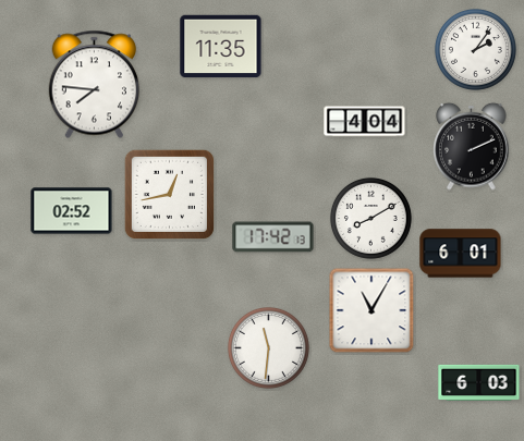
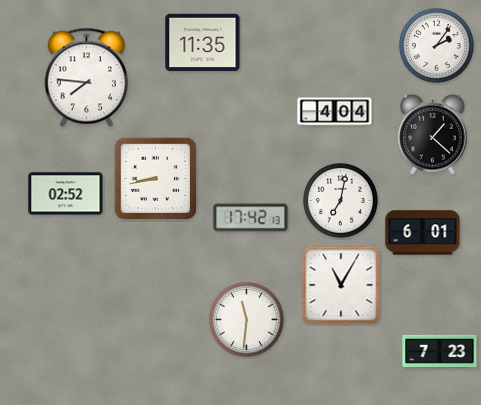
clock at (472, 146): 2:11 -> 1:22
clock at (169, 194): 12:43 -> 8:43
clock at (370, 218): 8:10 -> 7:02
clock at (479, 382): 6:03 -> 7:23
